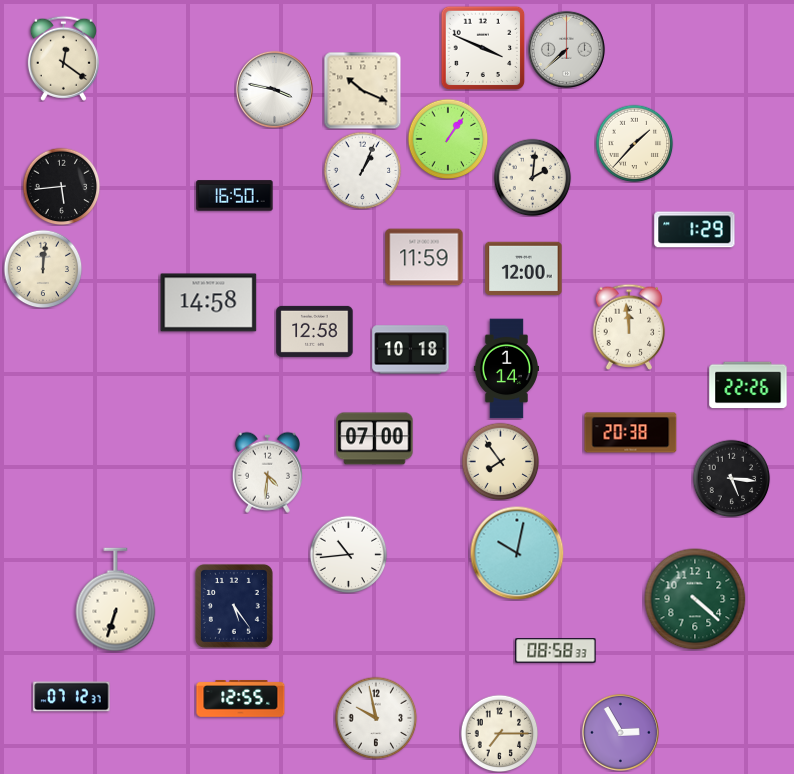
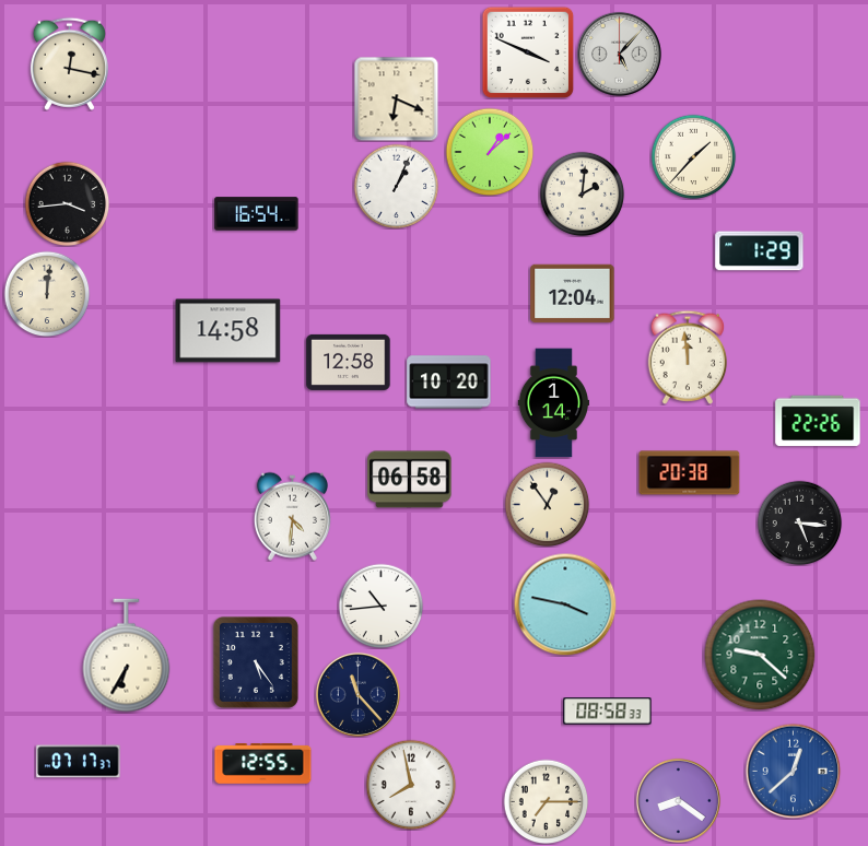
clock at (566, 49): 7:38 -> 5:07
clock at (63, 58): 12:21 -> 12:17
clock at (274, 89): 3:47 -> none
clock at (362, 90): 10:19 -> 6:19
clock at (448, 139): 1:06 -> 1:08
clock at (61, 186): 5:44 -> 3:44
clock at (235, 196): 16:50 -> 16:54
clock at (424, 257): 11:59 -> none
clock at (524, 269): 12:00 -> 12:04
clock at (315, 331) position: (315, 331) -> (349, 362)
clock at (411, 350): 10:18 -> 10:20
clock at (375, 439): 07:00 -> 06:58
clock at (500, 461): 7:54 -> 12:54
clock at (517, 553): 10:02 -> 3:47
clock at (695, 599): 4:22 -> 9:22
clock at (116, 600): 6:33 -> 6:35
clock at (357, 694): none -> 11:23
clock at (72, 697): 07:12 -> 07:17
clock at (793, 771): none -> 12:38
clock at (376, 718): 9:58 -> 7:58
clock at (620, 732): 2:55 -> 8:21
